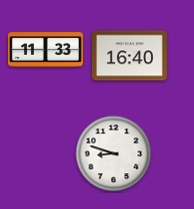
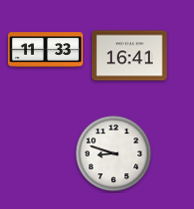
clock at (129, 56): 16:40 -> 16:41
